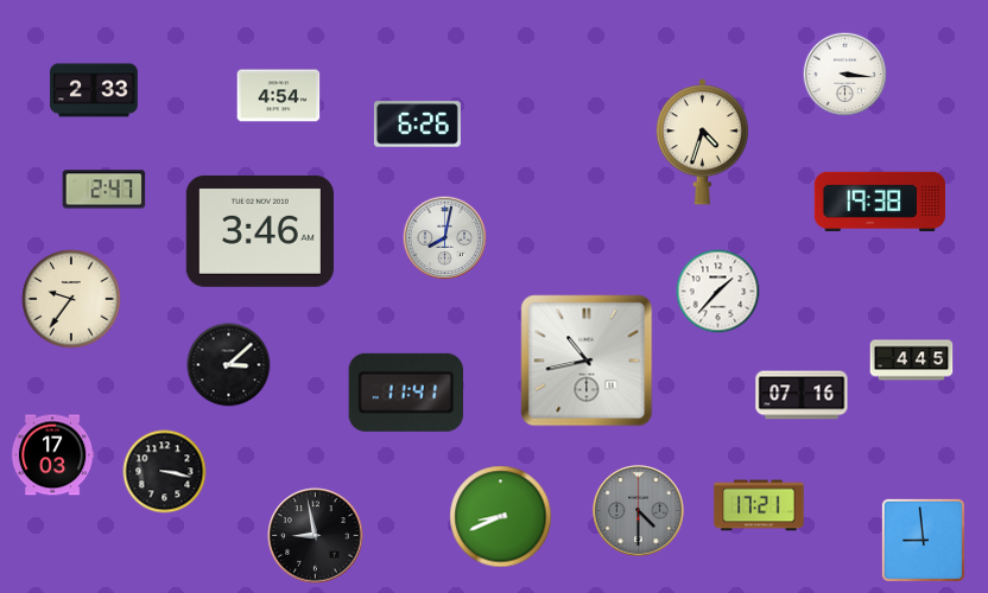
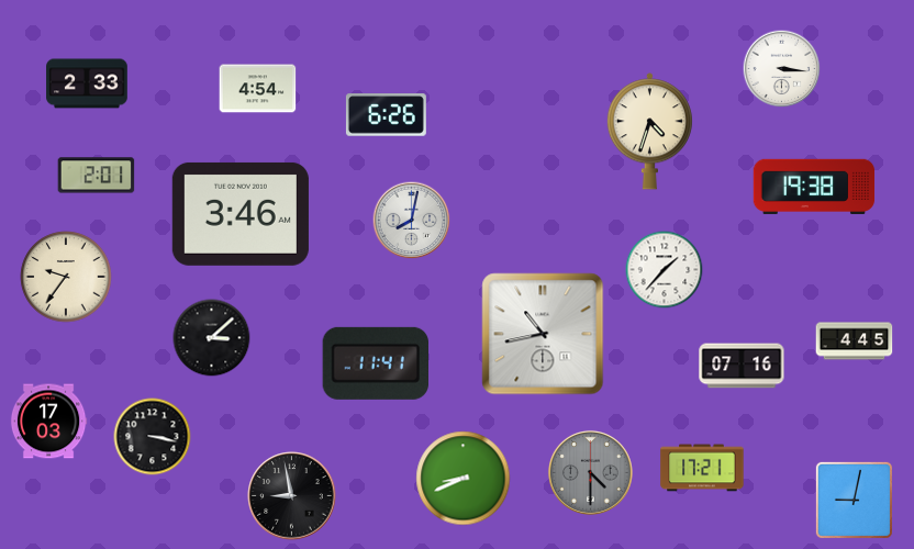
clock at (104, 190): 2:47 -> 2:01
clock at (912, 361) position: (912, 361) -> (855, 341)
clock at (923, 540): 8:59 -> 9:02
